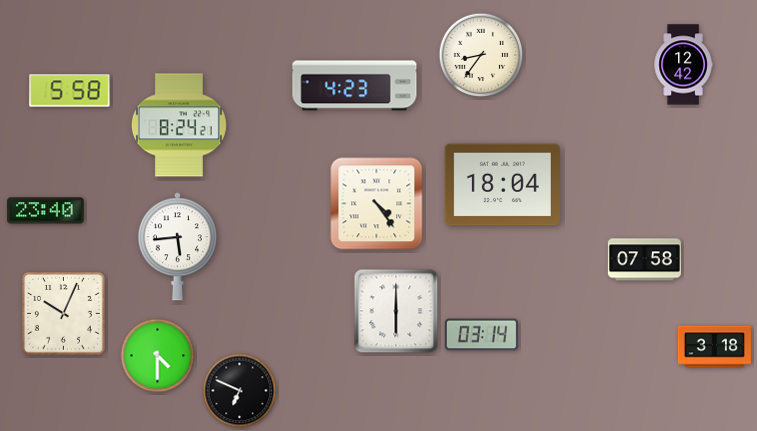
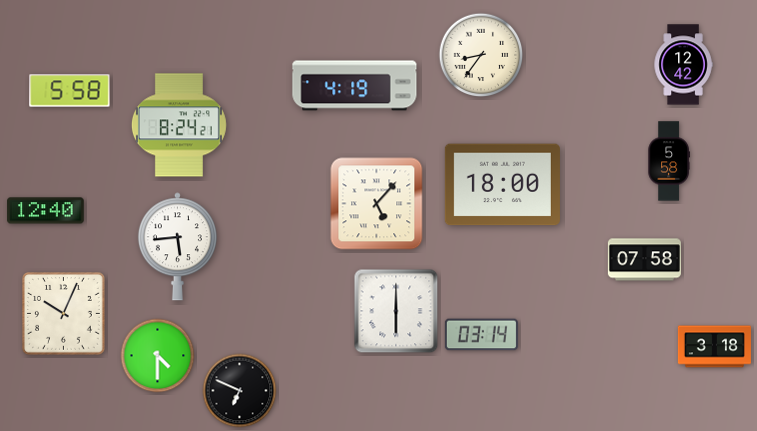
clock at (355, 86): 4:23 -> 4:19
clock at (669, 161): none -> 5:58
clock at (502, 185): 18:04 -> 18:00
clock at (377, 204): 4:24 -> 5:07
clock at (46, 211): 23:40 -> 12:40
